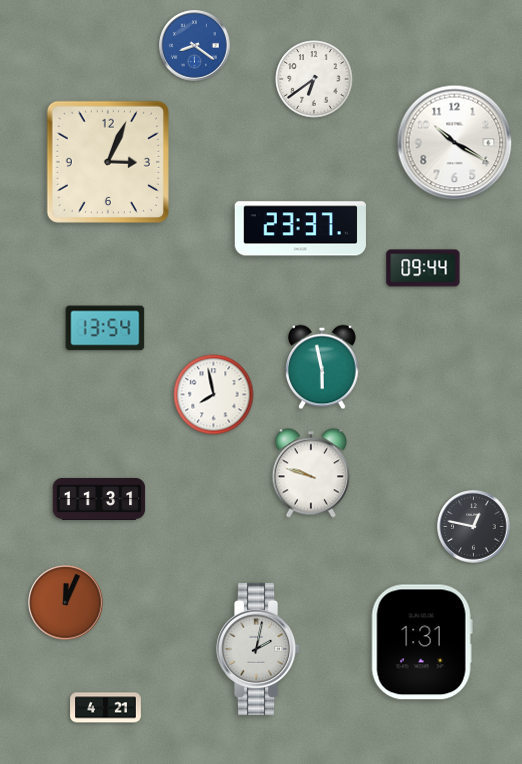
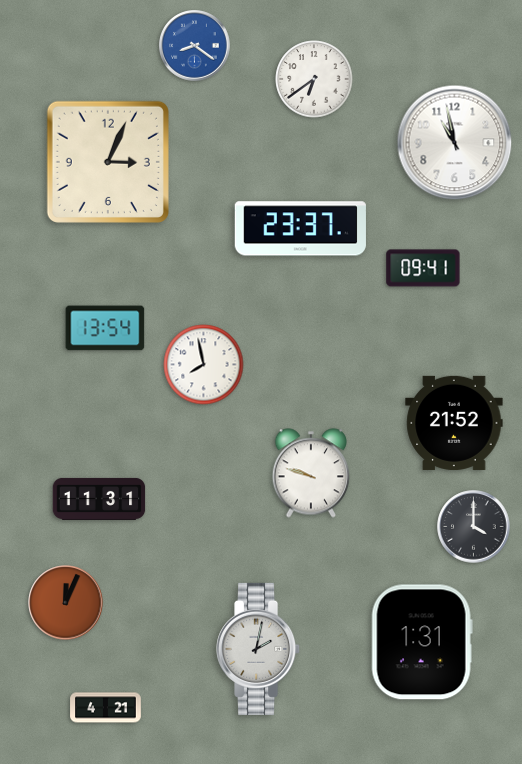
clock at (455, 143): 10:20 -> 10:58
clock at (423, 268): 09:44 -> 09:41
clock at (322, 367): 5:58 -> none
clock at (214, 395) position: (214, 395) -> (204, 365)
clock at (454, 423): none -> 21:52
clock at (474, 527): 12:47 -> 4:00
